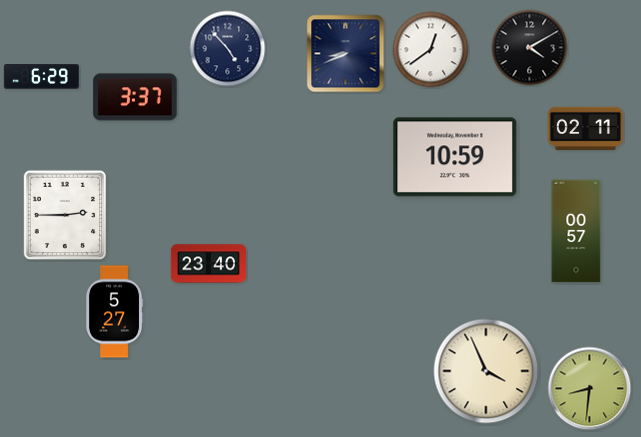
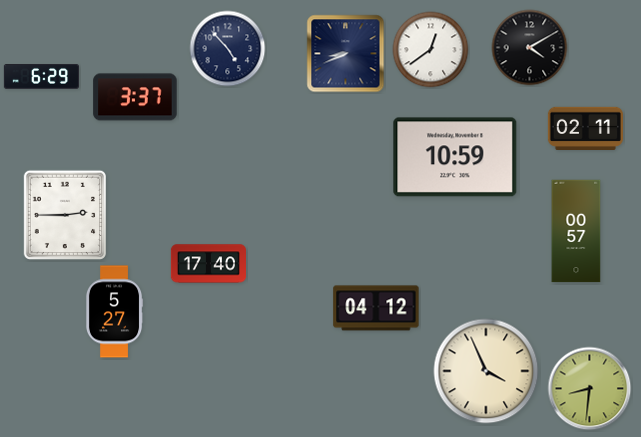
clock at (208, 264): 23:40 -> 17:40
clock at (376, 308): none -> 04:12
